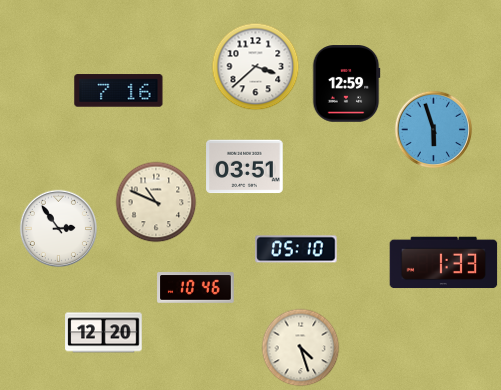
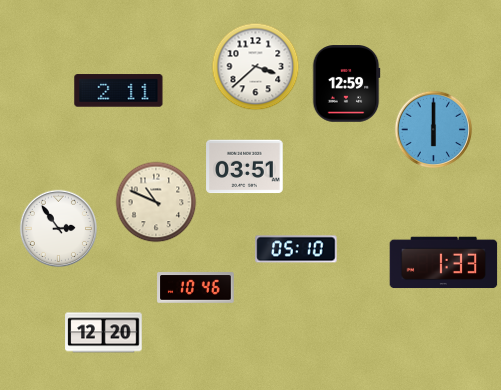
clock at (119, 91): 7:16 -> 2:11
clock at (433, 129): 5:57 -> 6:00
clock at (300, 347): 4:27 -> none
